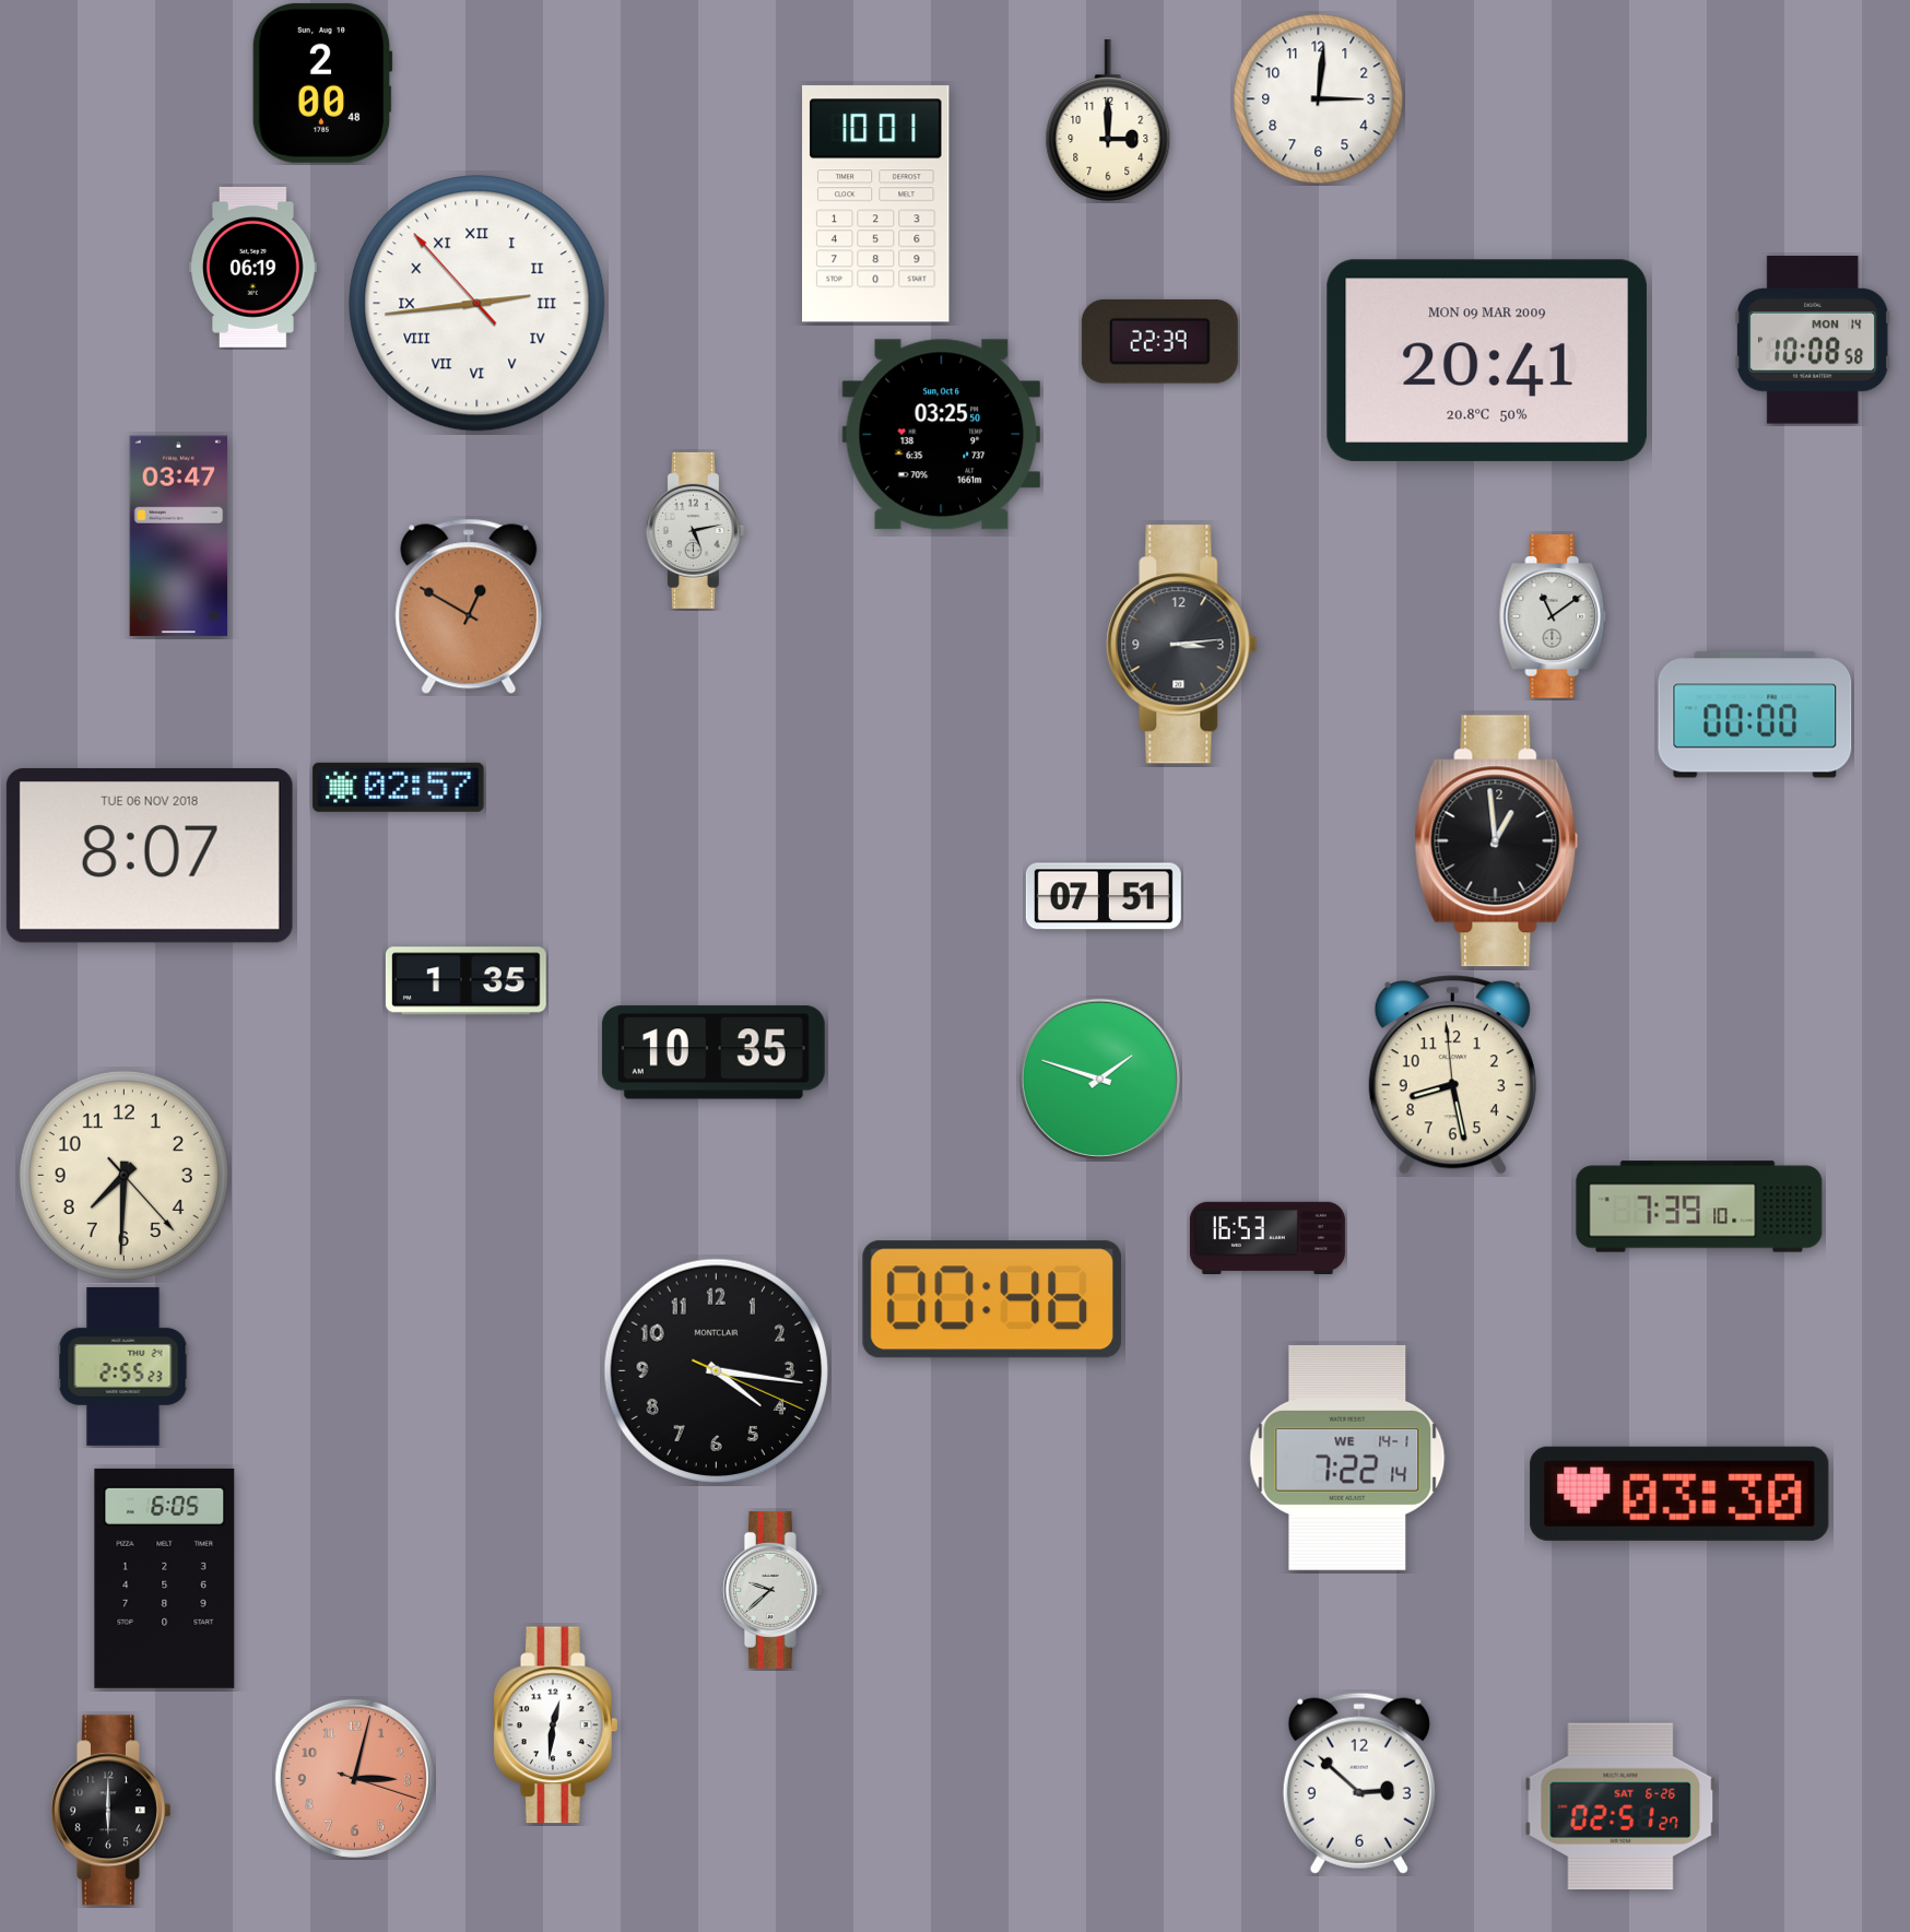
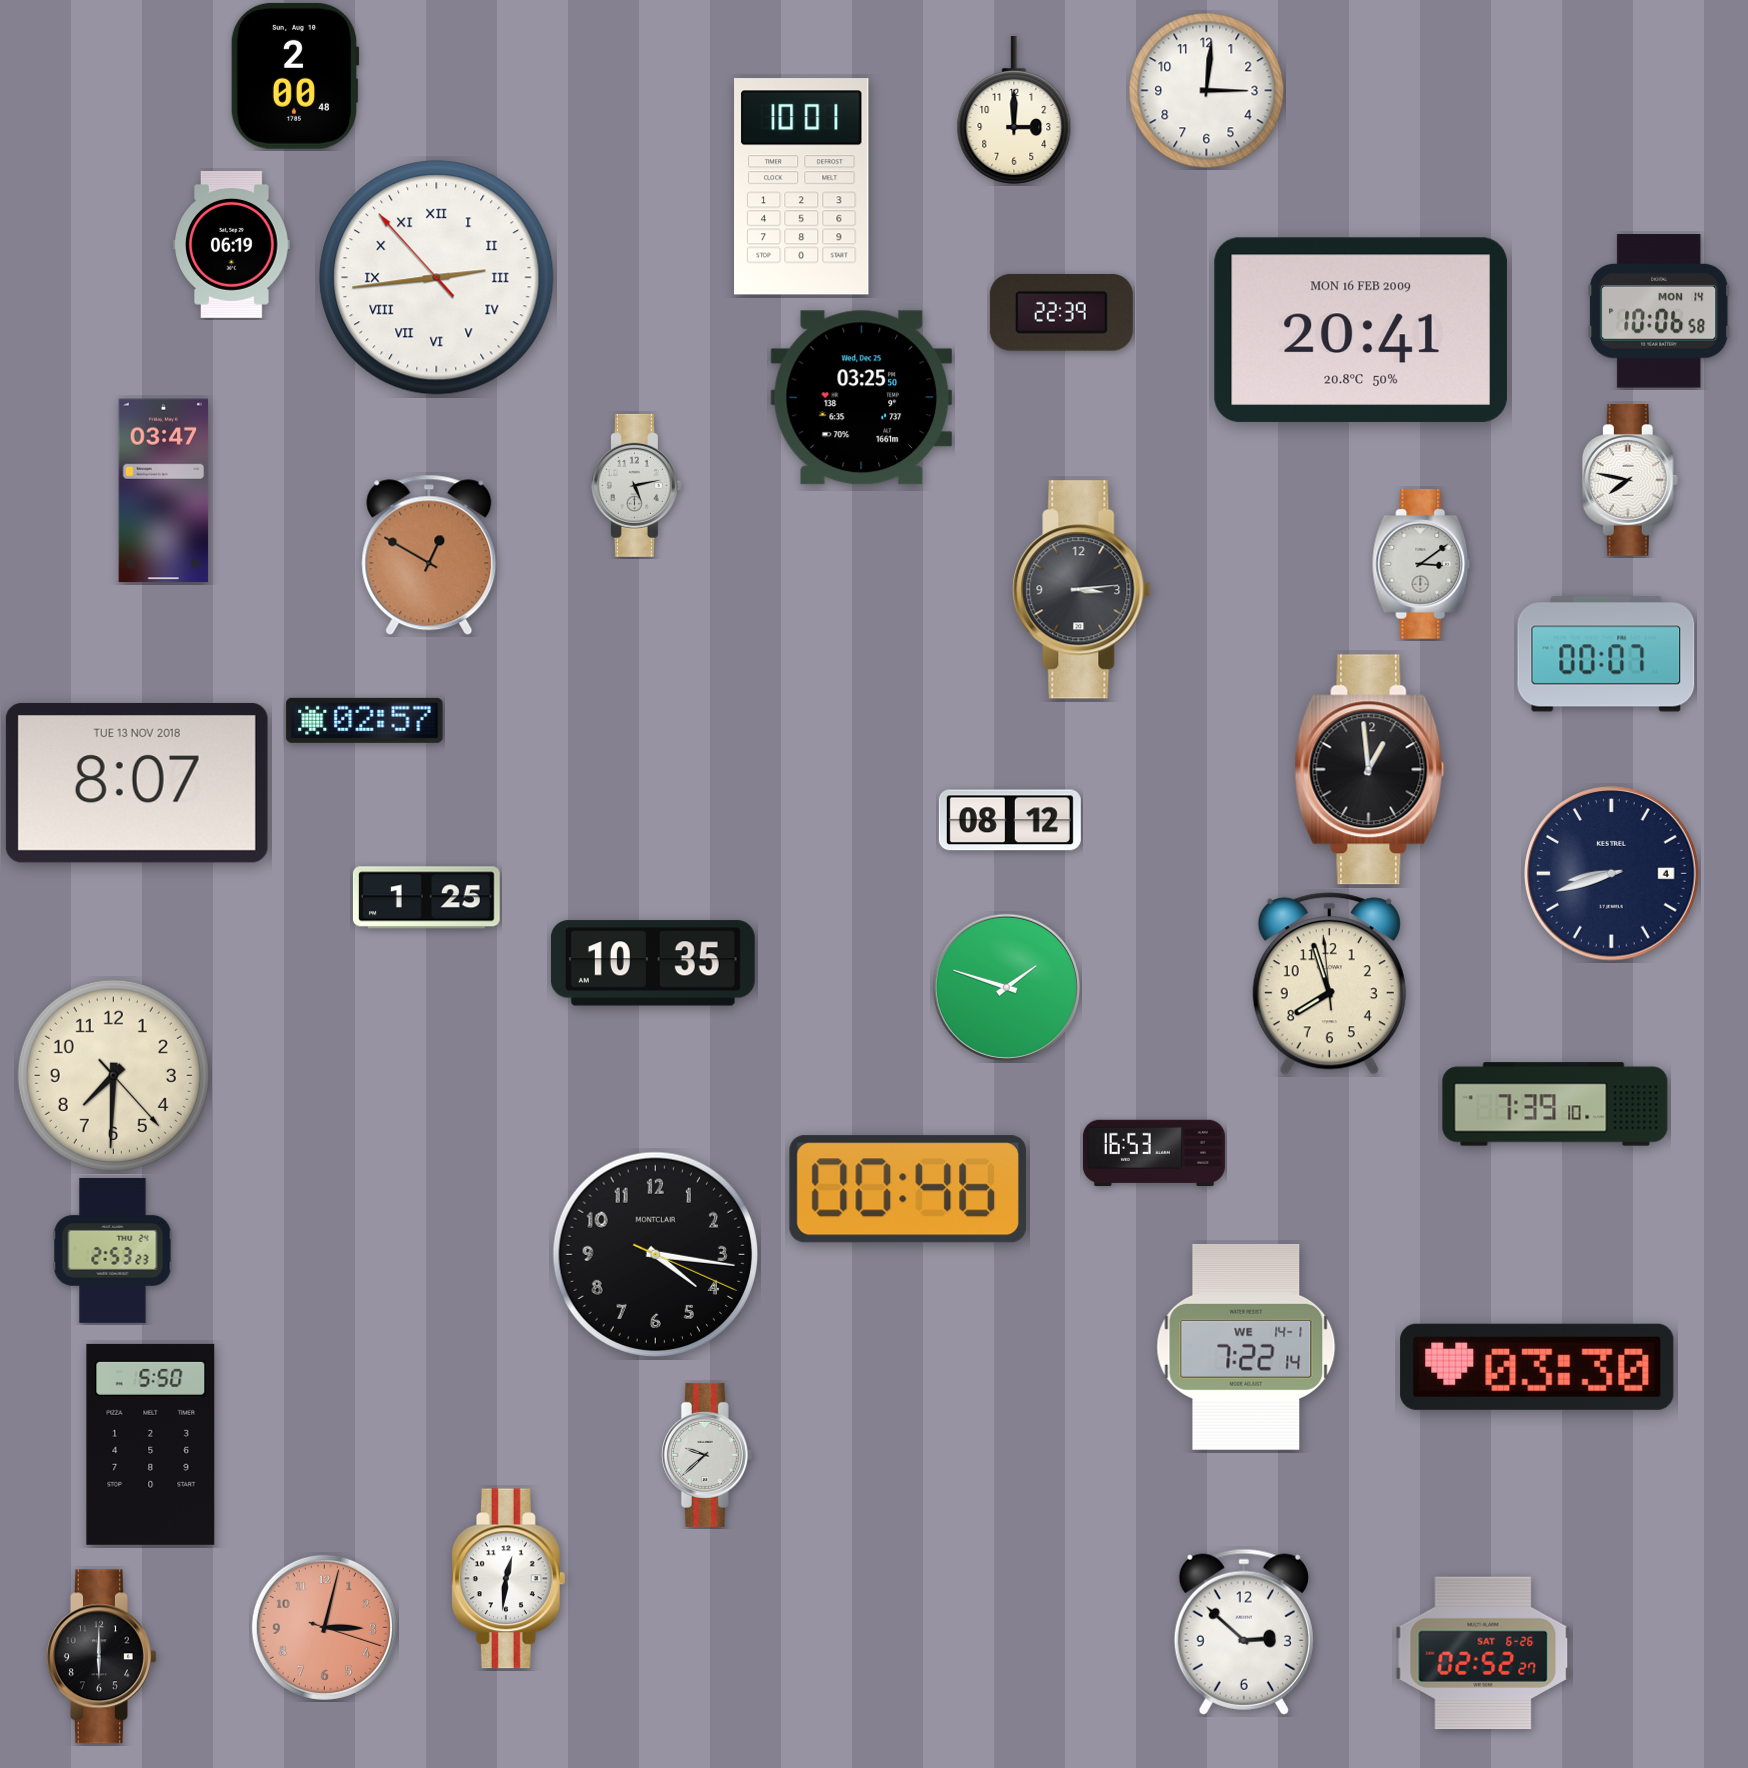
clock at (1813, 340): 10:08 -> 10:06
clock at (1487, 361) date: MON 09 MAR 2009 -> MON 16 FEB 2009
clock at (942, 435) date: Sun, Oct 6 -> Wed, Dec 25
clock at (1630, 480): none -> 7:47
clock at (1553, 617): 11:09 -> 3:09
clock at (1755, 715): 00:00 -> 00:07
clock at (150, 856) date: TUE 06 NOV 2018 -> TUE 13 NOV 2018
clock at (1104, 896): 07:51 -> 08:12
clock at (1612, 874): none -> 8:42
clock at (465, 981): 1:35 -> 1:25
clock at (1452, 1075): 8:27 -> 7:56
clock at (1268, 1237) position: (1268, 1237) -> (1154, 1152)
clock at (123, 1366): 2:55 -> 2:53
clock at (1347, 1458) position: (1347, 1458) -> (1246, 1347)
clock at (165, 1578): 6:05 -> 5:50
clock at (1620, 1806): 02:51 -> 02:52
